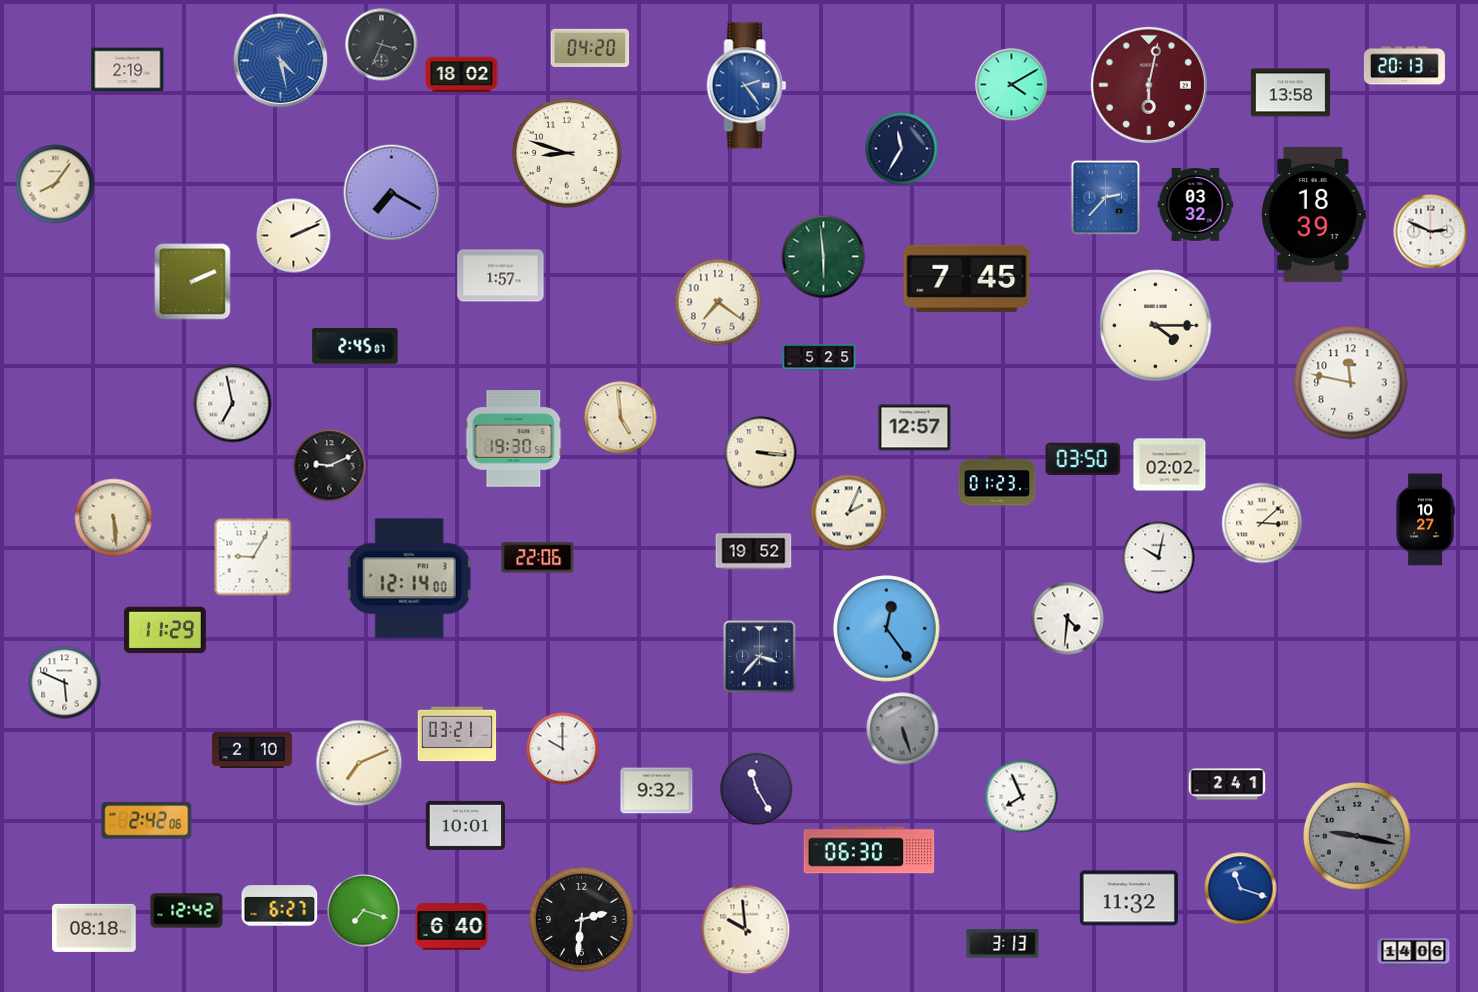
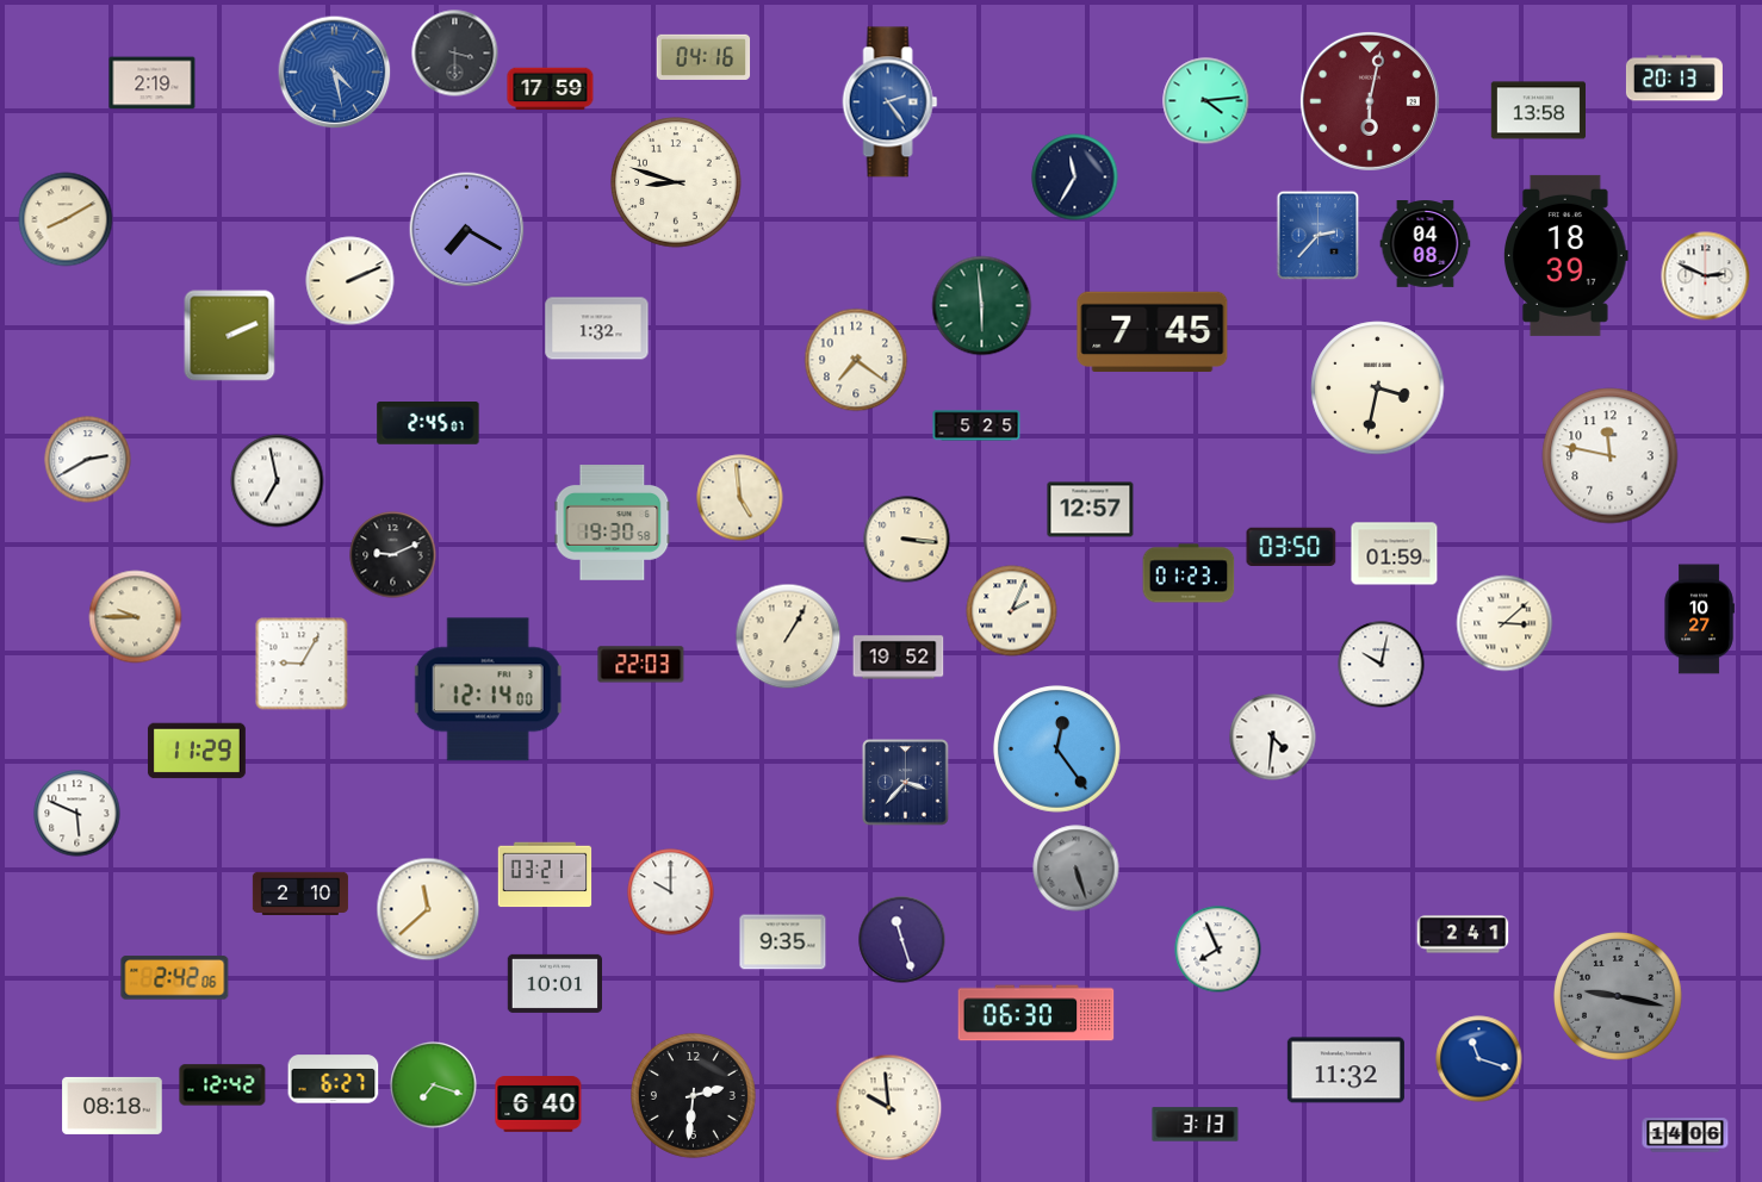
clock at (382, 45): 3:34 -> 3:30
clock at (590, 48): 04:20 -> 04:16
clock at (462, 75): 18:02 -> 17:59
clock at (1012, 85): 4:10 -> 4:14
clock at (55, 184): 8:06 -> 8:10
clock at (1196, 205): 03:32 -> 04:08
clock at (501, 276): 1:57 -> 1:32
clock at (1156, 326): 4:15 -> 3:32
clock at (355, 347) position: (355, 347) -> (428, 424)
clock at (88, 460): none -> 2:40
clock at (1170, 465): 02:02 -> 01:59
clock at (114, 518): 5:29 -> 9:45
clock at (788, 636): none -> 1:05
clock at (538, 558): 22:06 -> 22:03
clock at (359, 763): 7:11 -> 11:38
clock at (757, 789): 11:25 -> 11:27
clock at (657, 791): 9:32 -> 9:35
